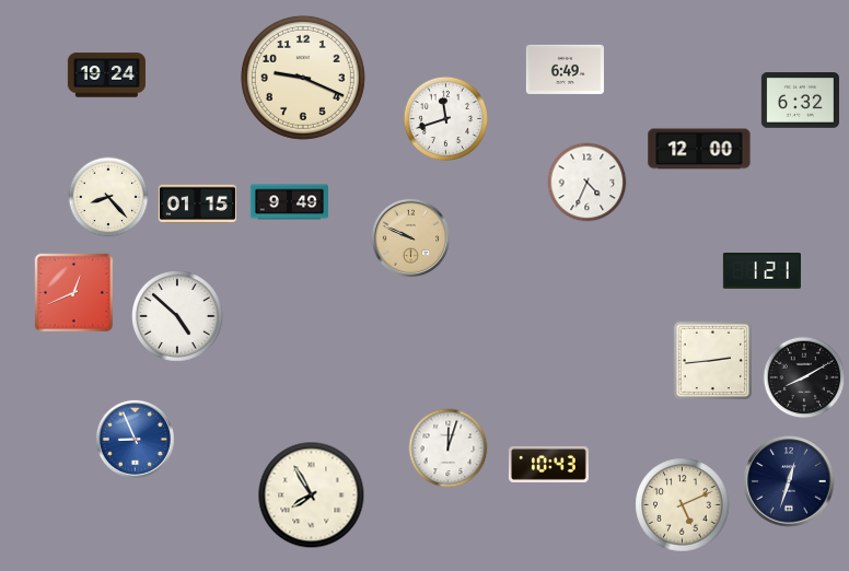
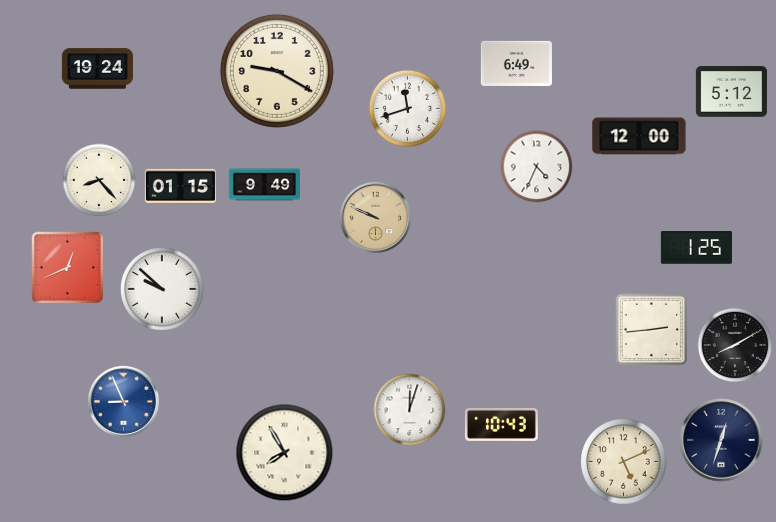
clock at (303, 78): 9:19 -> 9:20
clock at (800, 101): 6:32 -> 5:12
clock at (761, 271): 1:21 -> 1:25
clock at (178, 317): 4:52 -> 9:52
